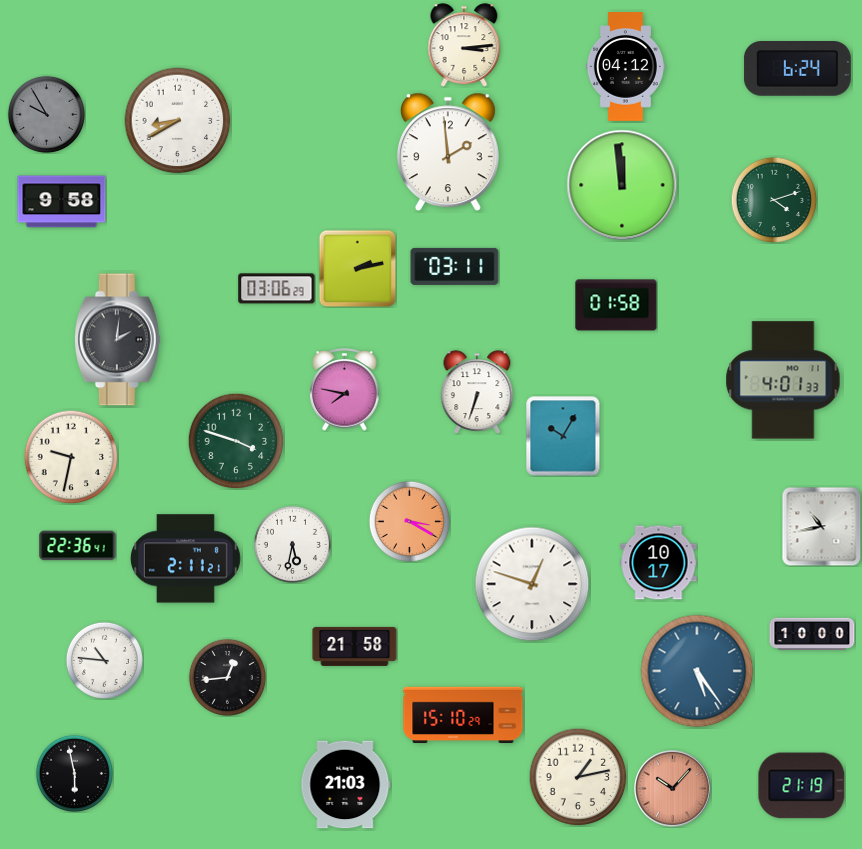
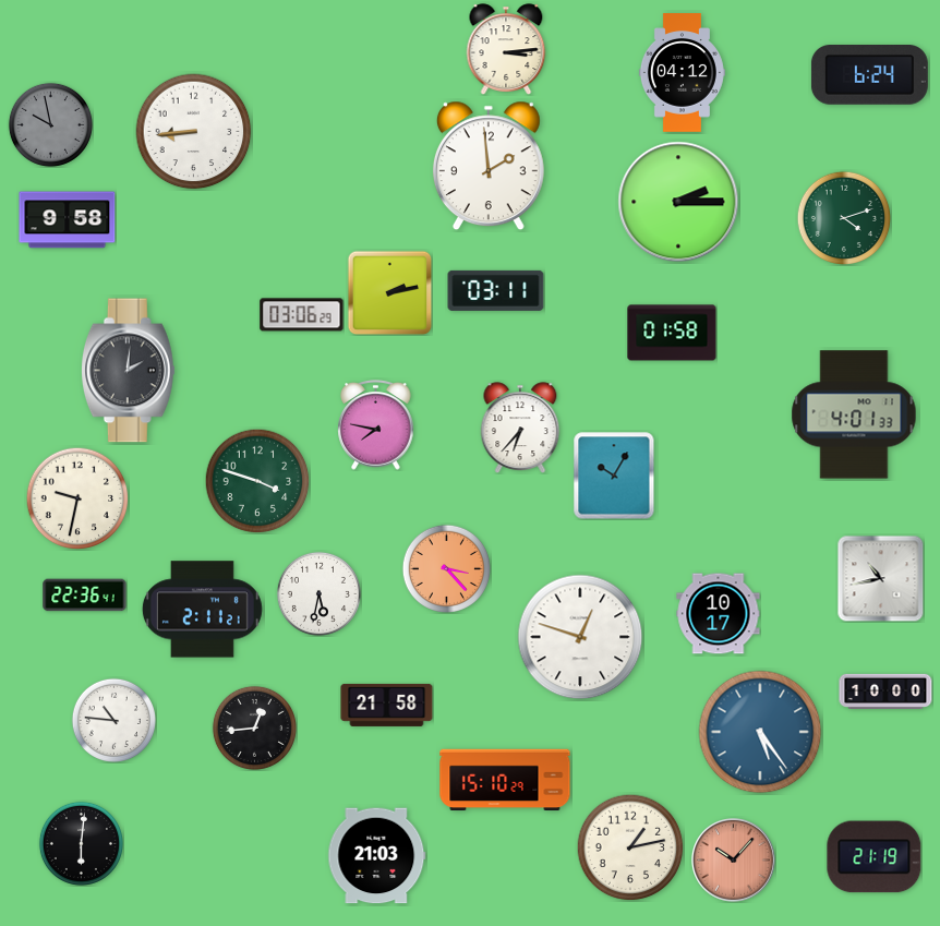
clock at (46, 114): 9:55 -> 9:58
clock at (178, 121): 8:40 -> 8:44
clock at (622, 185): 11:59 -> 2:15
clock at (477, 392): 6:33 -> 6:37
clock at (409, 521): 3:20 -> 3:23
clock at (821, 526) position: (821, 526) -> (880, 578)
clock at (227, 677) position: (227, 677) -> (254, 727)
clock at (74, 773): 5:58 -> 6:01
